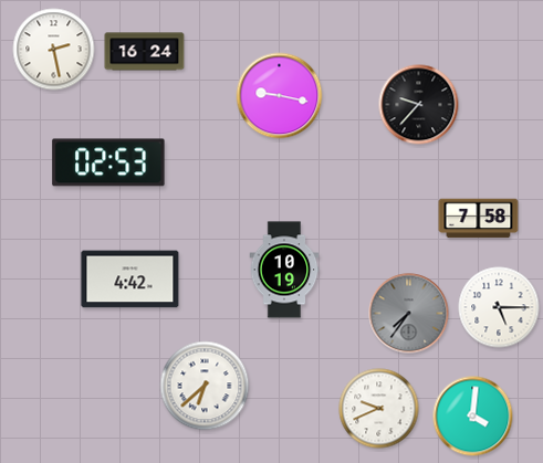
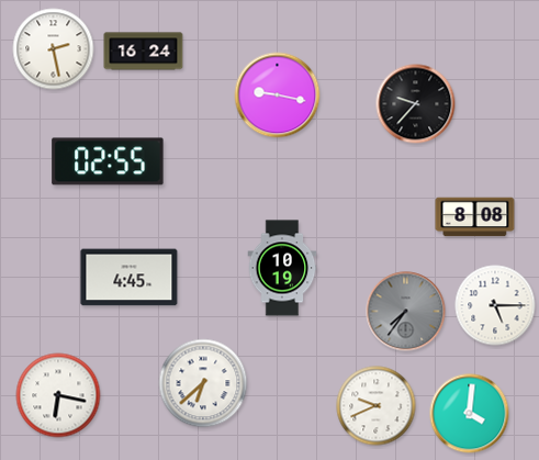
clock at (108, 162): 02:53 -> 02:55
clock at (479, 219): 7:58 -> 8:08
clock at (130, 280): 4:42 -> 4:45
clock at (58, 395): none -> 6:17
